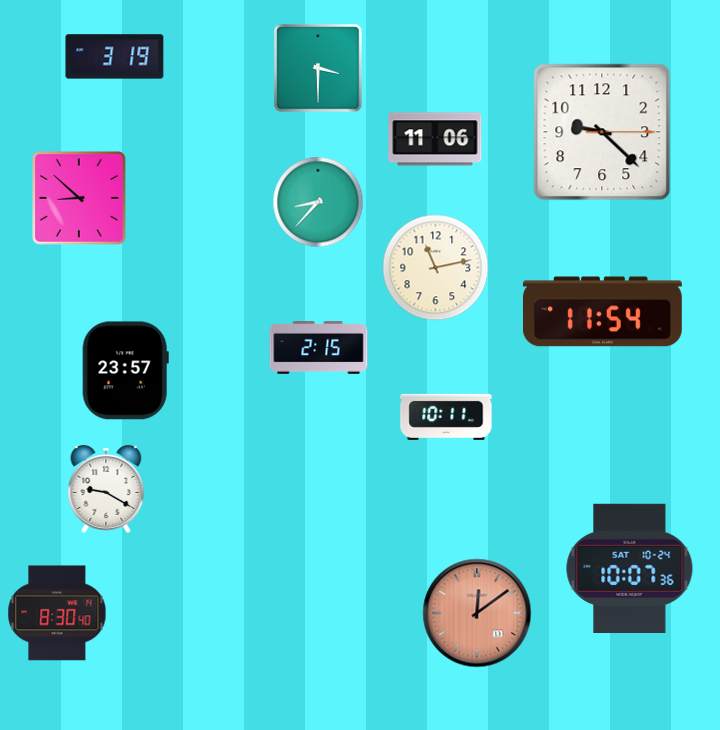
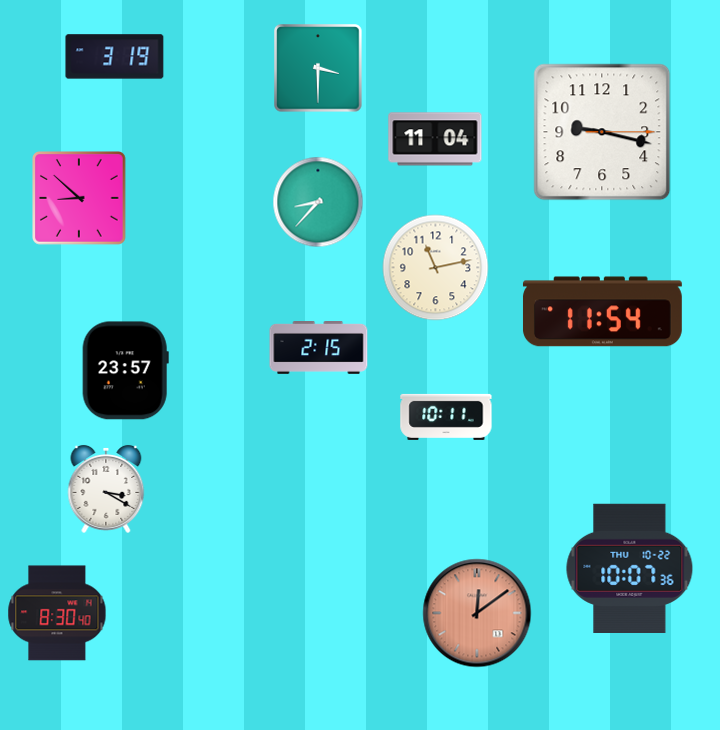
clock at (602, 132): 9:22 -> 9:17
clock at (435, 139): 11:06 -> 11:04
clock at (106, 489): 9:20 -> 3:20
clock at (630, 568) date: SAT 10-24 -> THU 10-22
